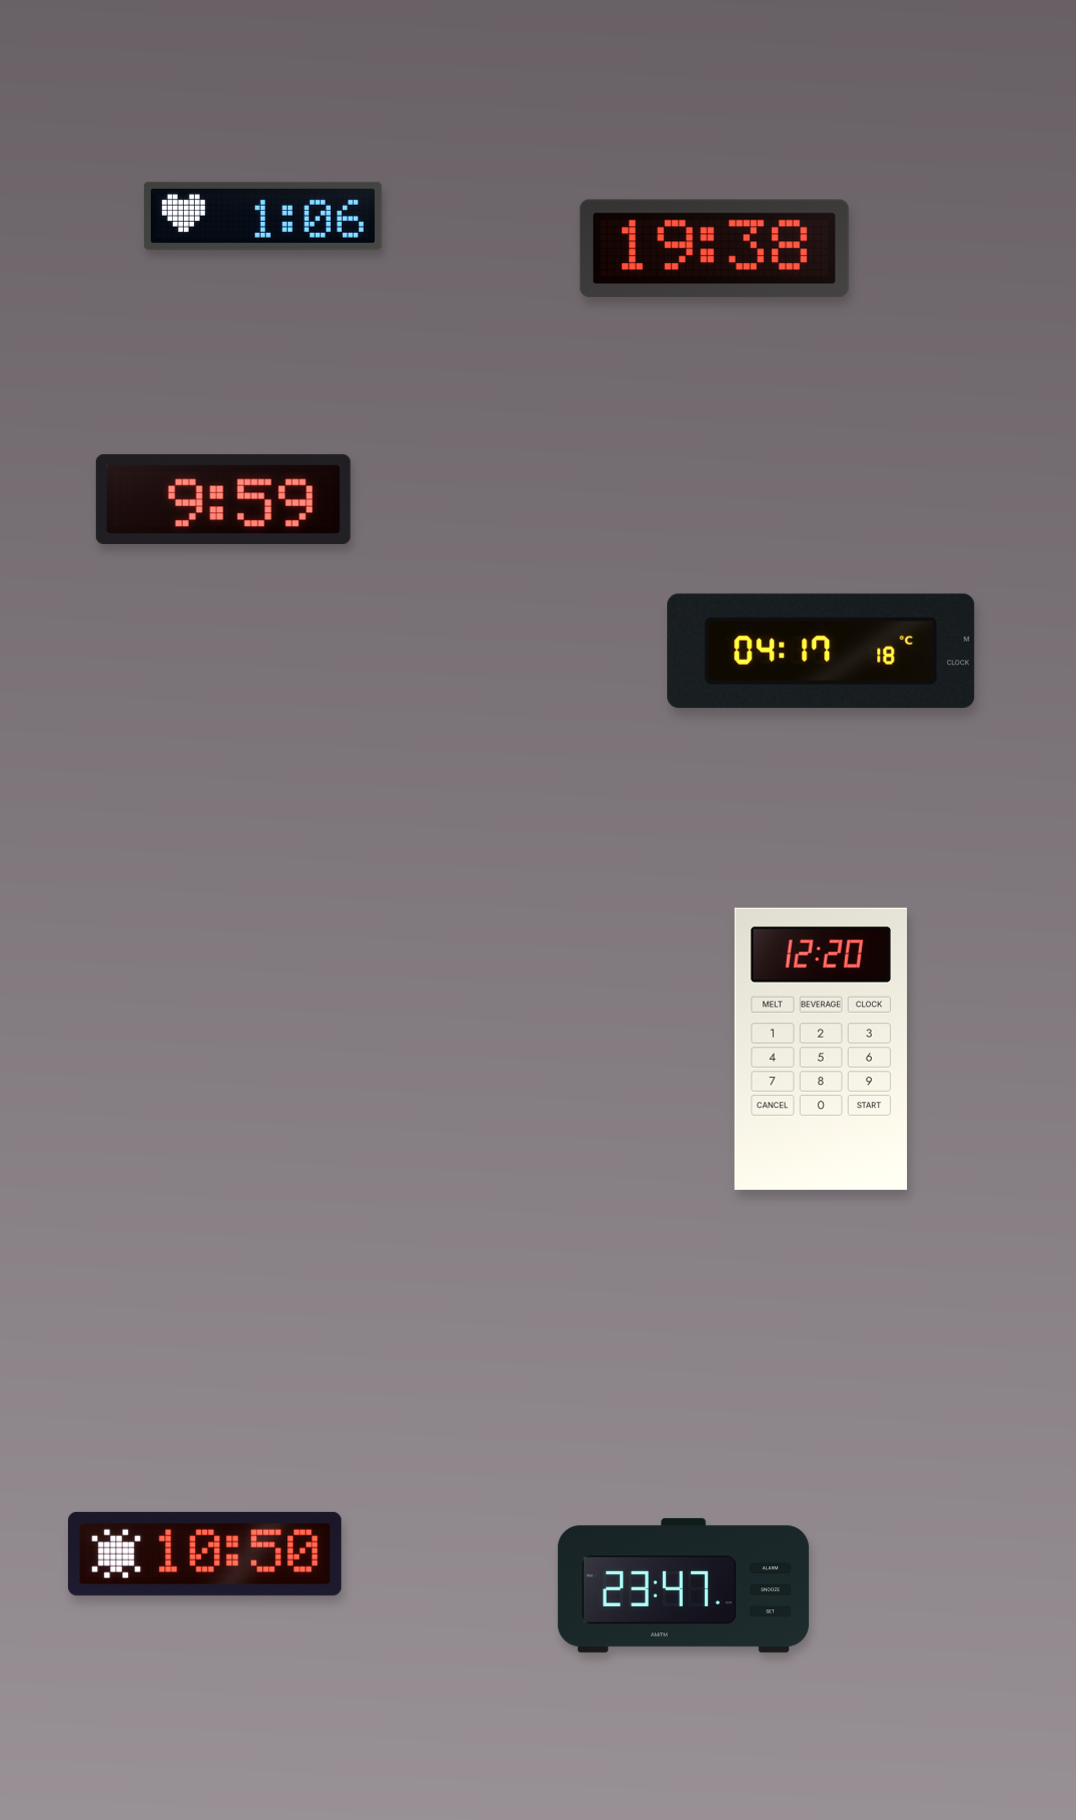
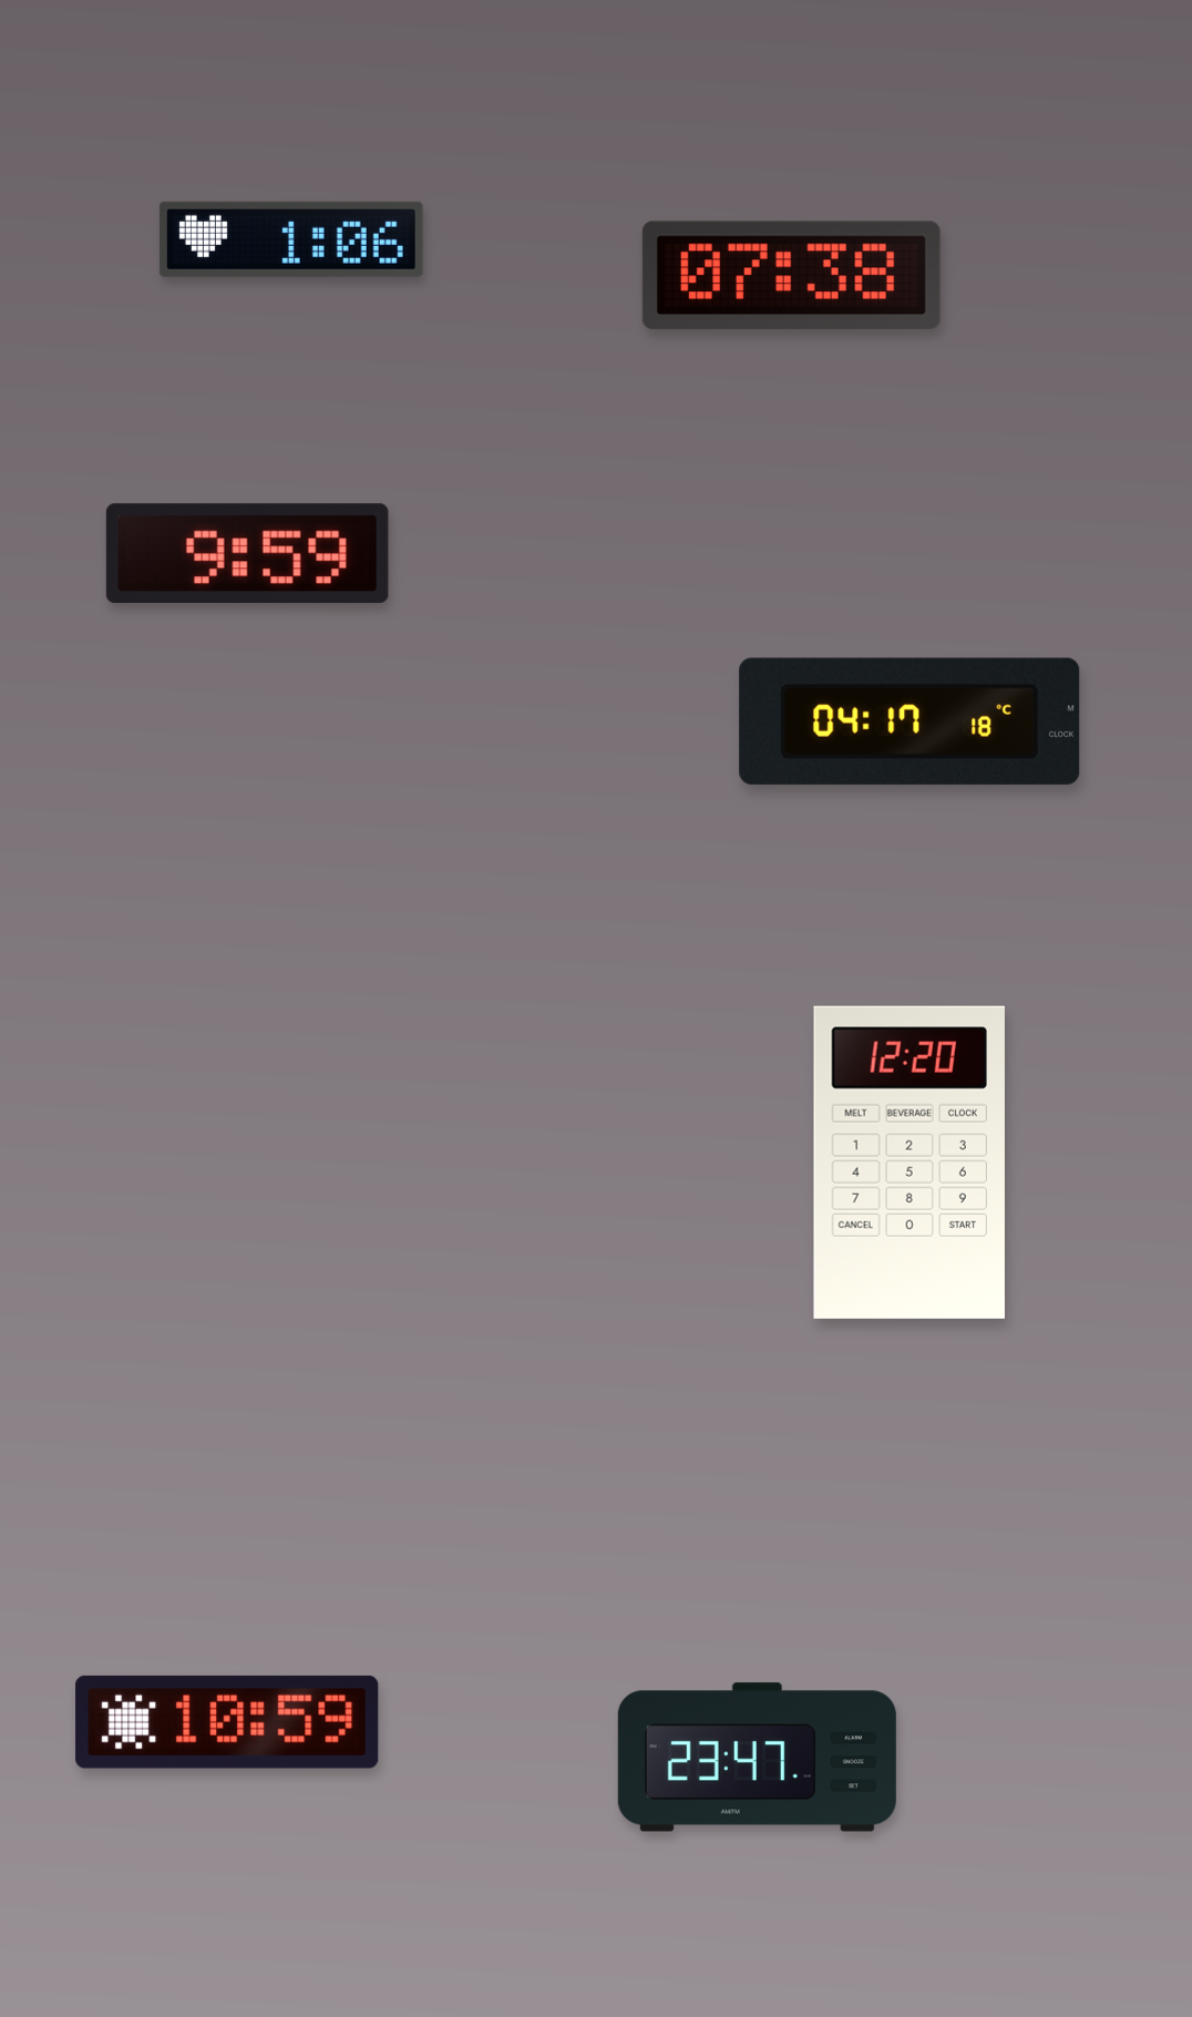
clock at (714, 248): 19:38 -> 07:38
clock at (205, 1554): 10:50 -> 10:59
